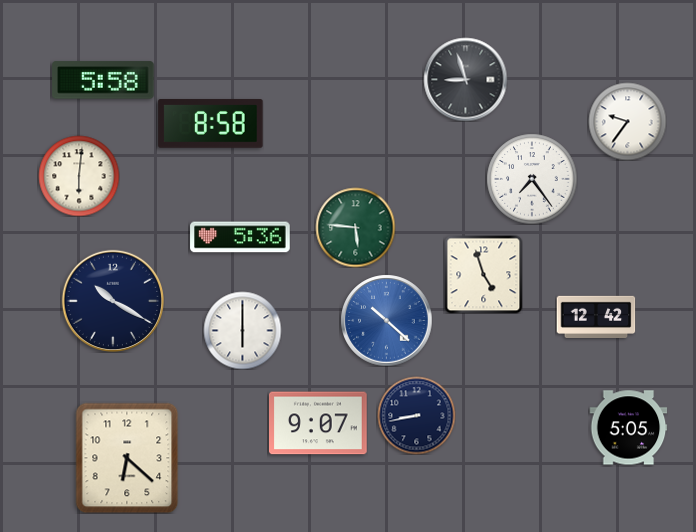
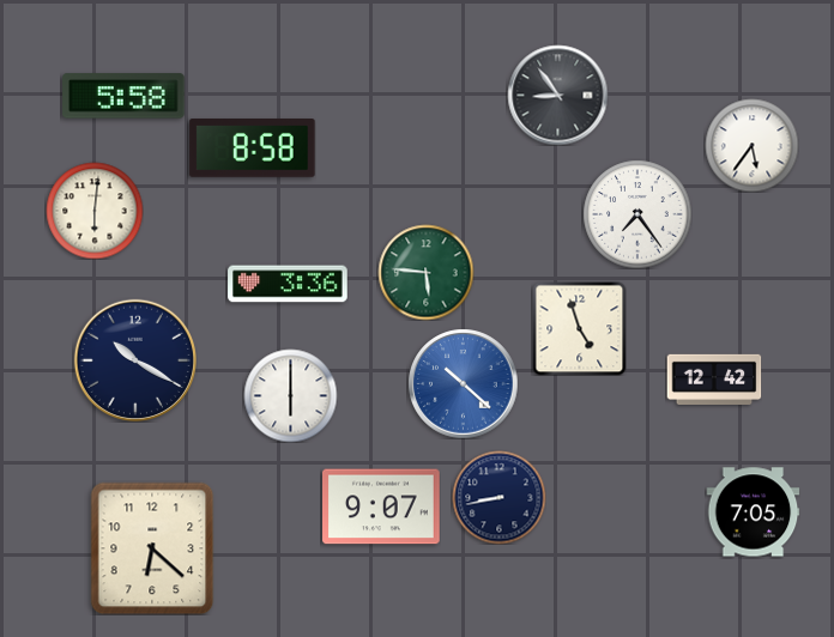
clock at (465, 79): 8:57 -> 8:54
clock at (627, 121): 9:36 -> 5:36
clock at (240, 237): 5:36 -> 3:36
clock at (628, 428): 5:05 -> 7:05
